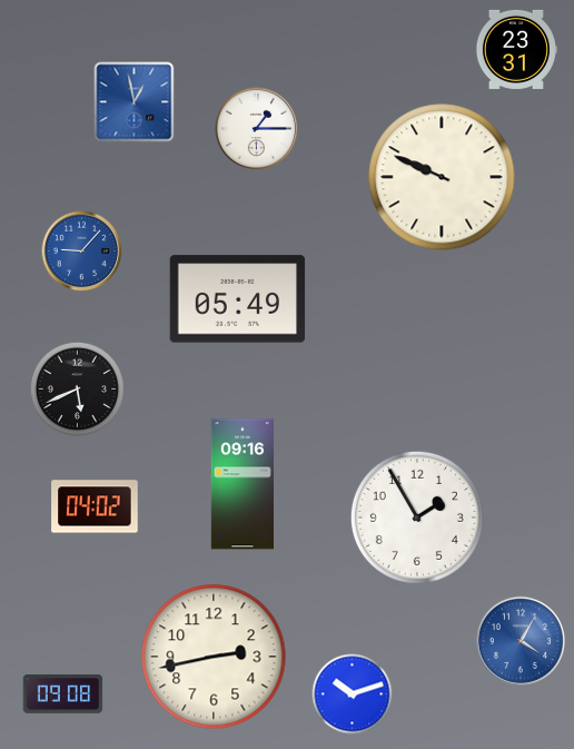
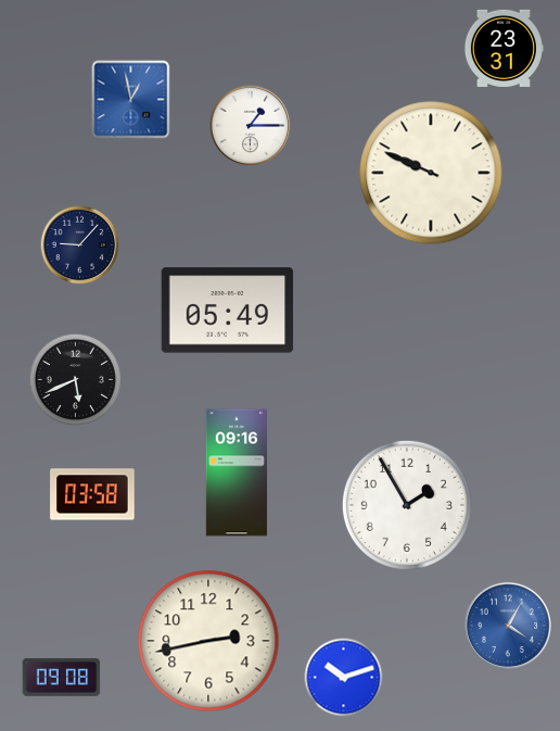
clock at (82, 252) dial: blue -> navy
clock at (238, 299) position: (238, 299) -> (228, 311)
clock at (95, 506): 04:02 -> 03:58
